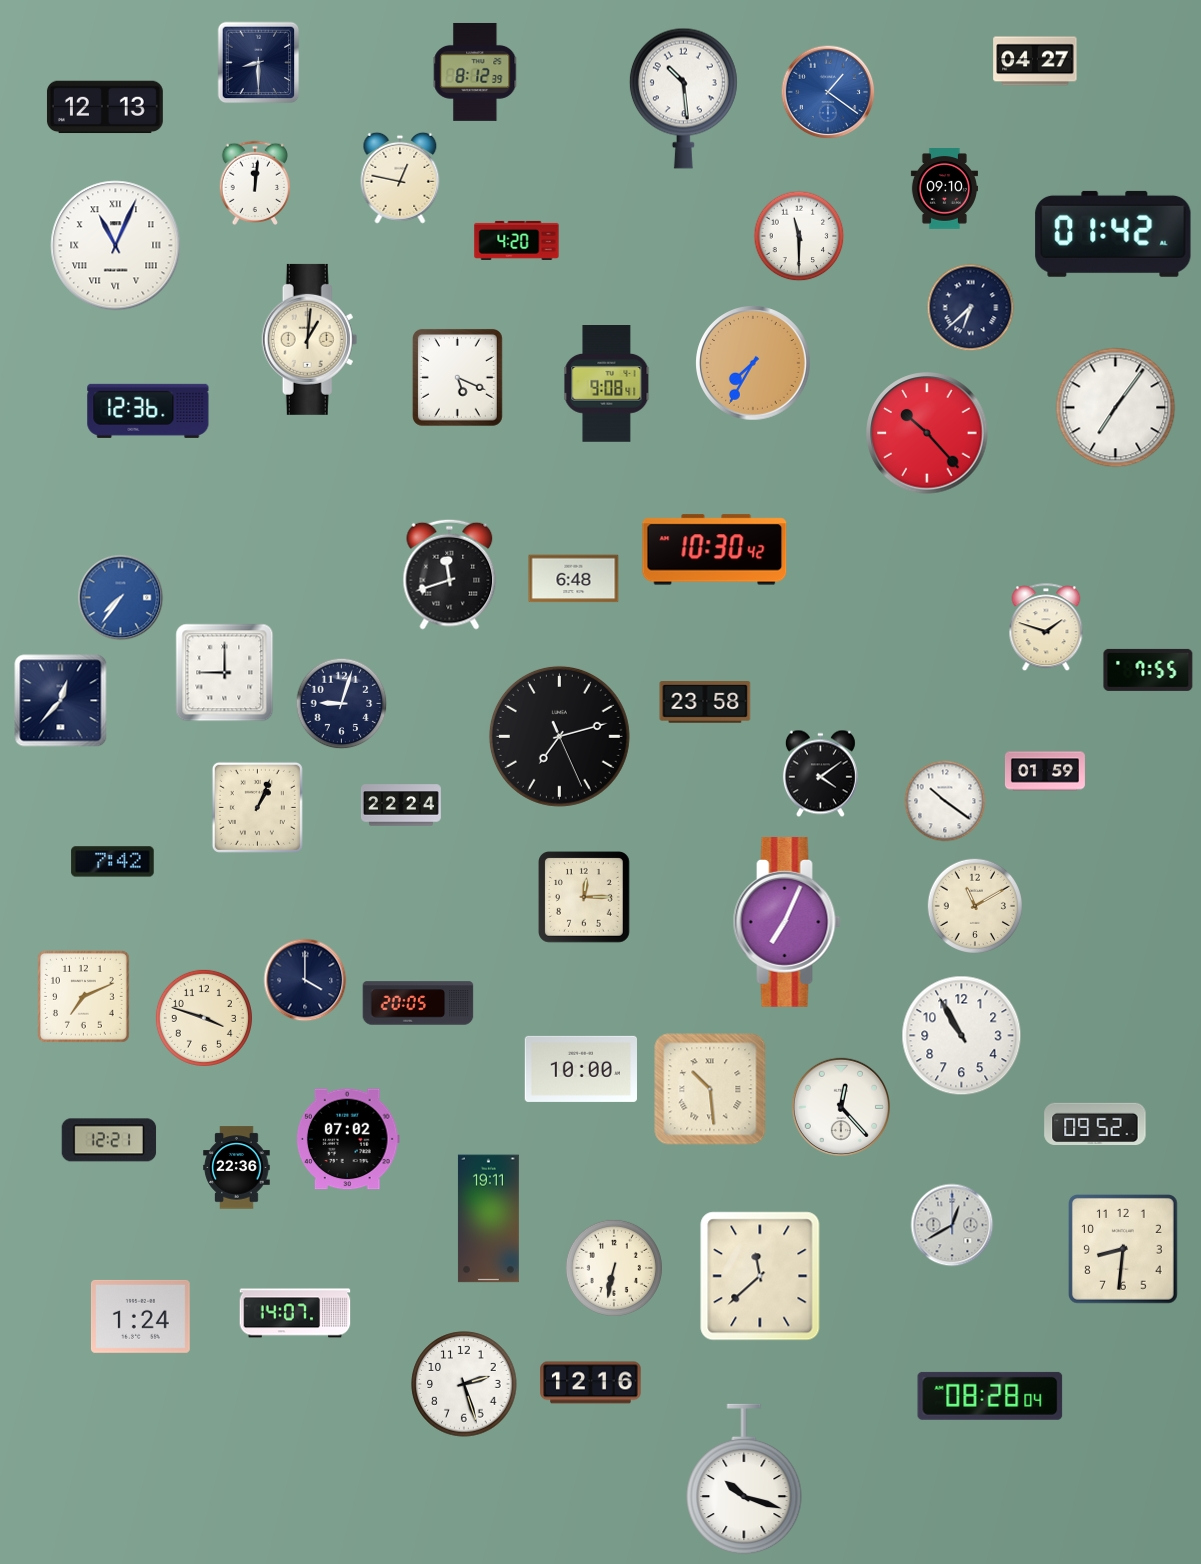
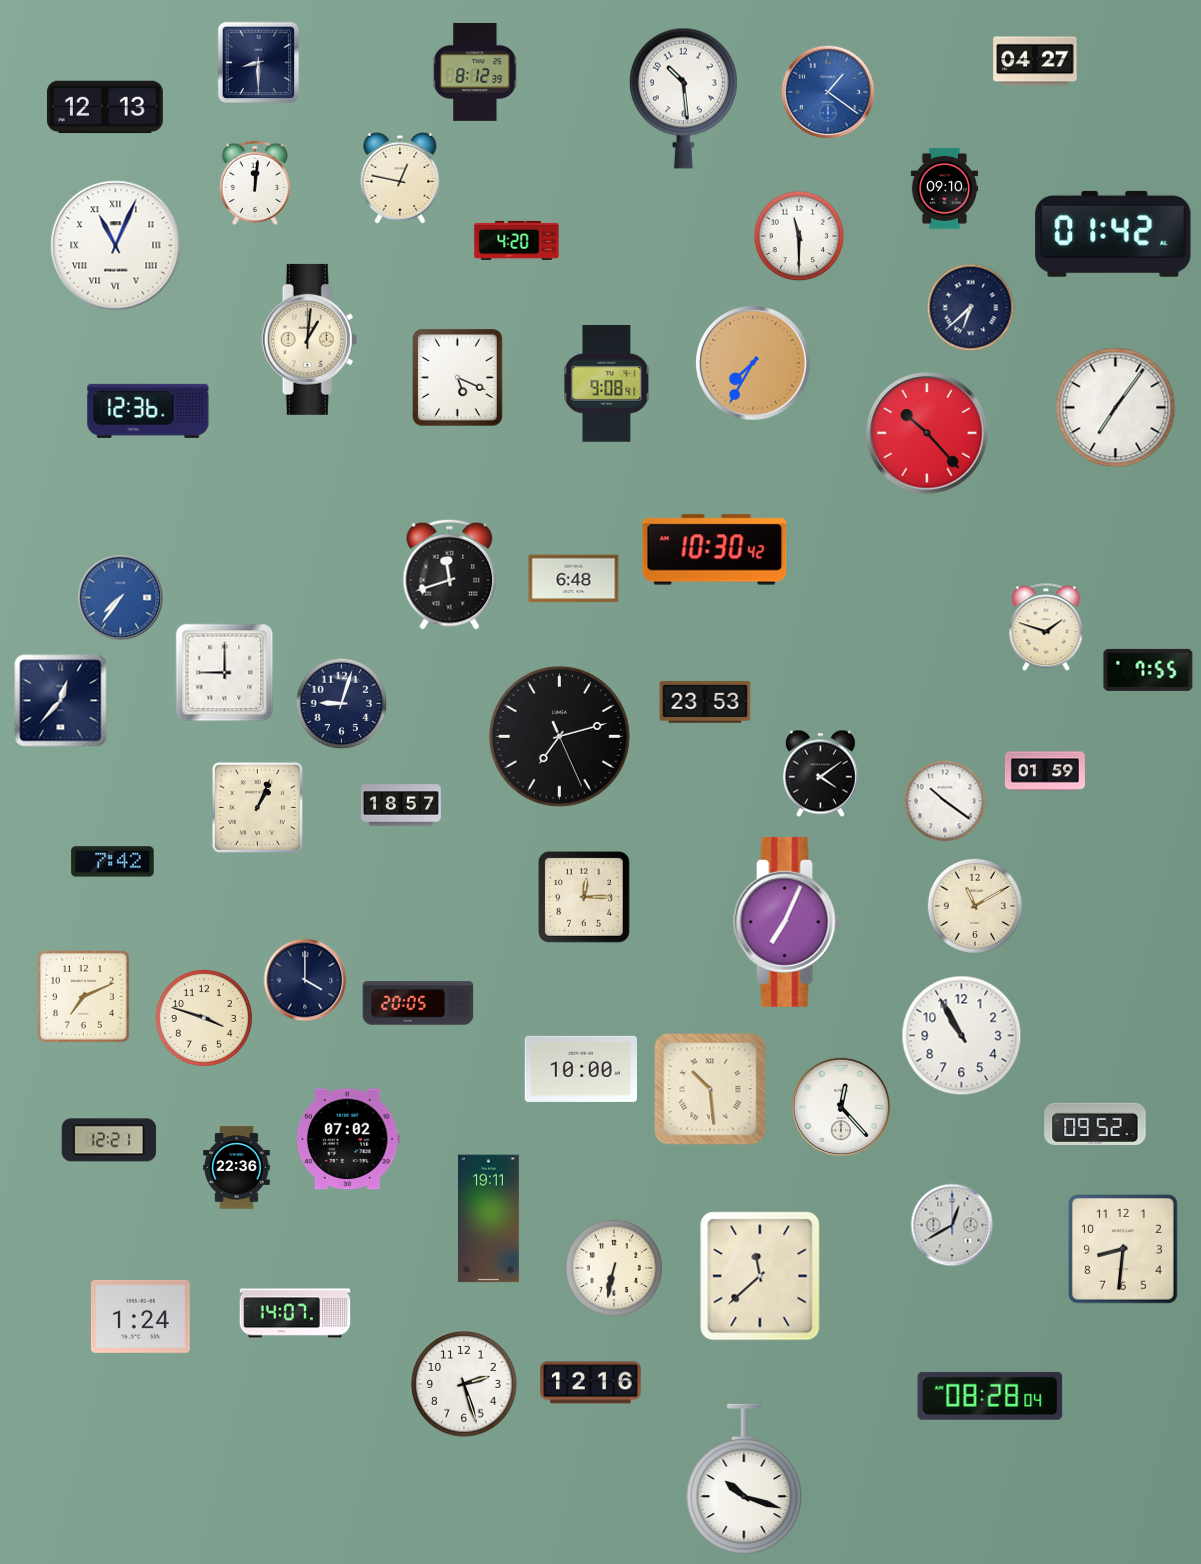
clock at (705, 702): 23:58 -> 23:53
clock at (401, 805): 22:24 -> 18:57
